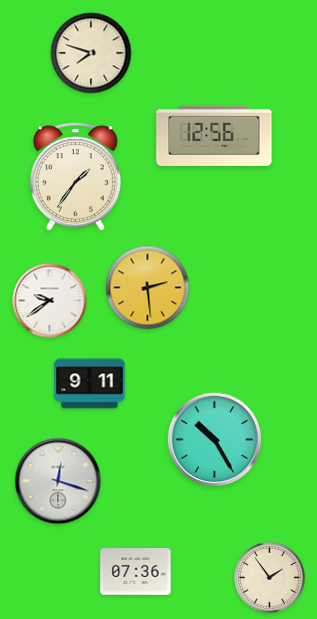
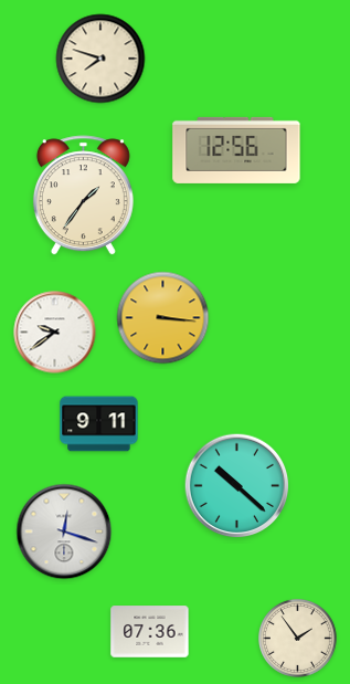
clock at (148, 288): 2:29 -> 3:16
clock at (215, 440): 10:25 -> 10:22
